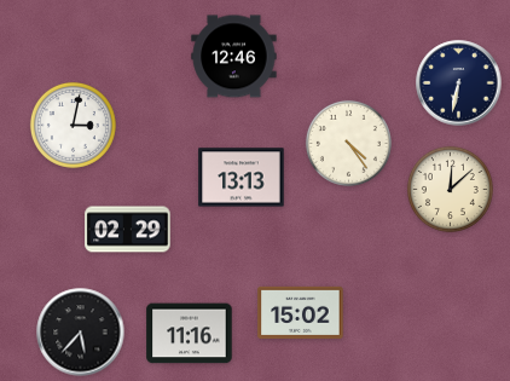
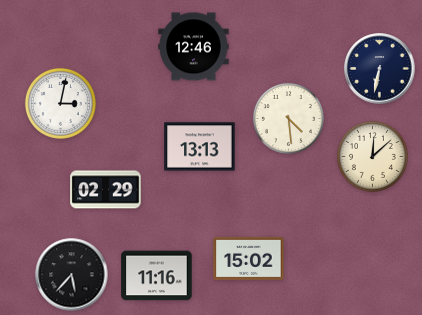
clock at (348, 143): 4:24 -> 4:29
clock at (81, 333) position: (81, 333) -> (72, 275)
